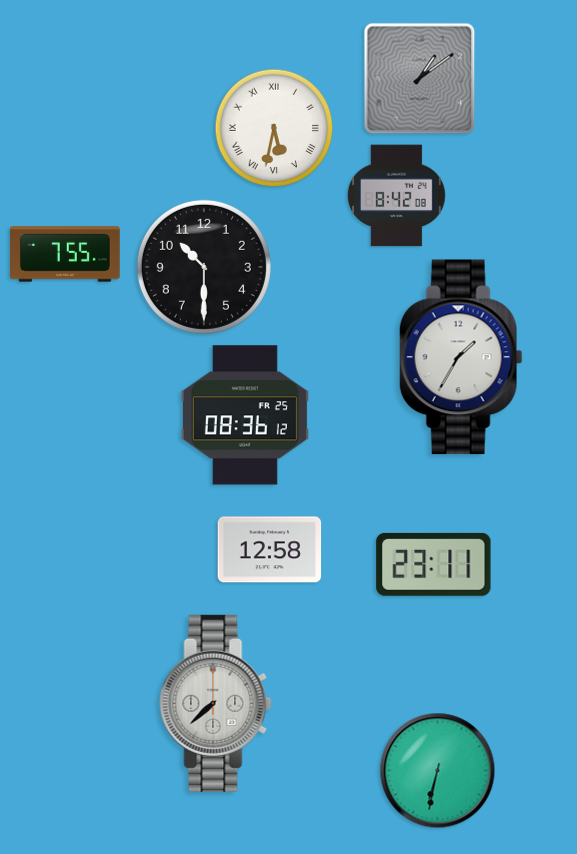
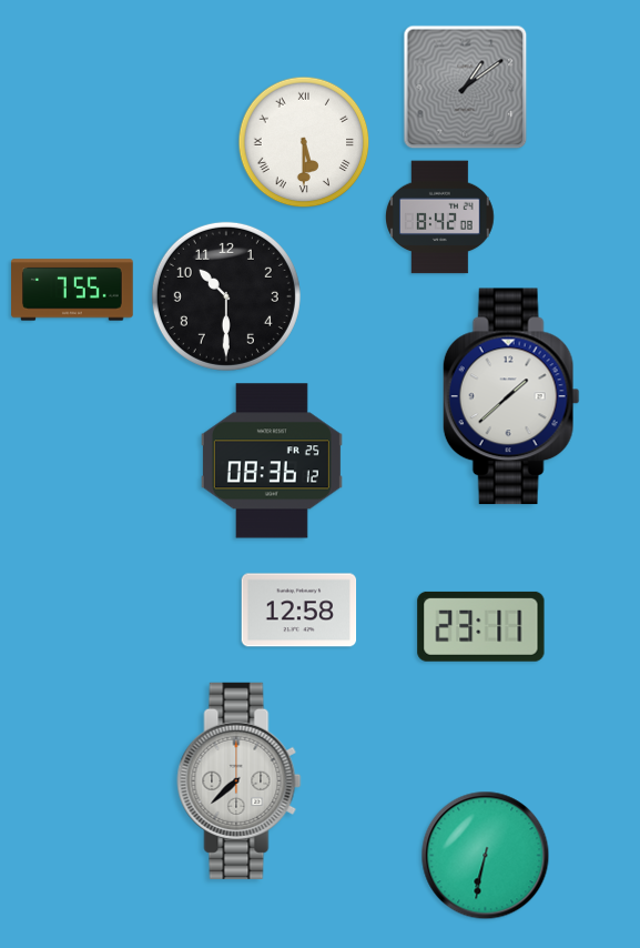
clock at (274, 128): 5:32 -> 5:30
clock at (65, 254) position: (65, 254) -> (72, 290)
clock at (461, 357): 1:35 -> 1:38
